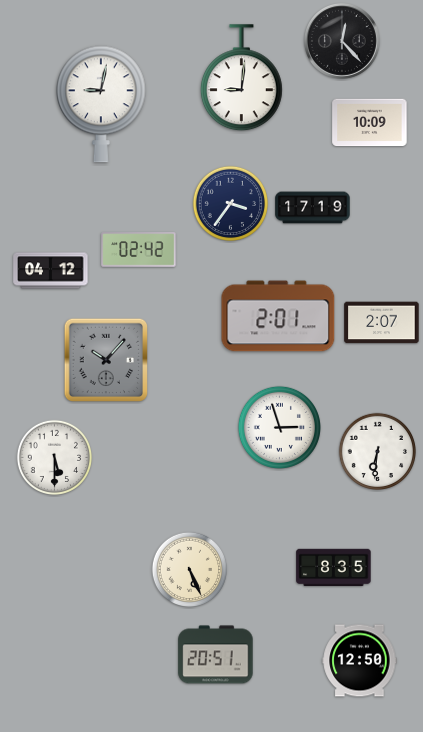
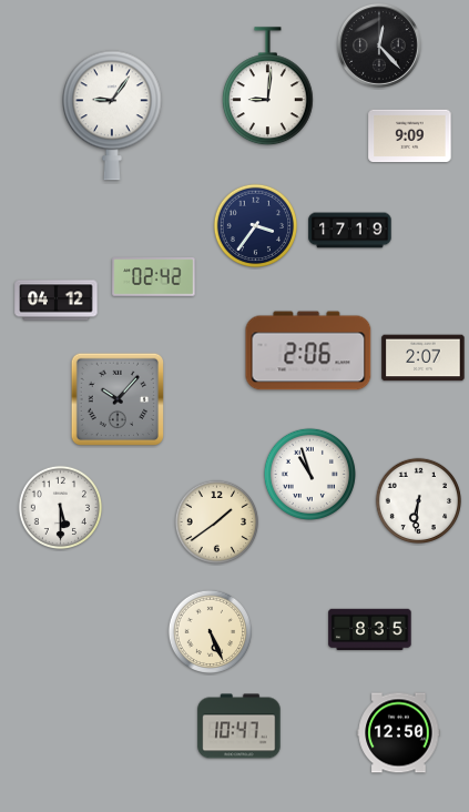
clock at (101, 104): 9:02 -> 9:06
clock at (370, 123): 10:09 -> 9:09
clock at (313, 208) position: (313, 208) -> (350, 231)
clock at (278, 316): 2:01 -> 2:06
clock at (279, 427): 2:57 -> 10:57
clock at (216, 521): none -> 1:39
clock at (216, 655): 20:51 -> 10:47
